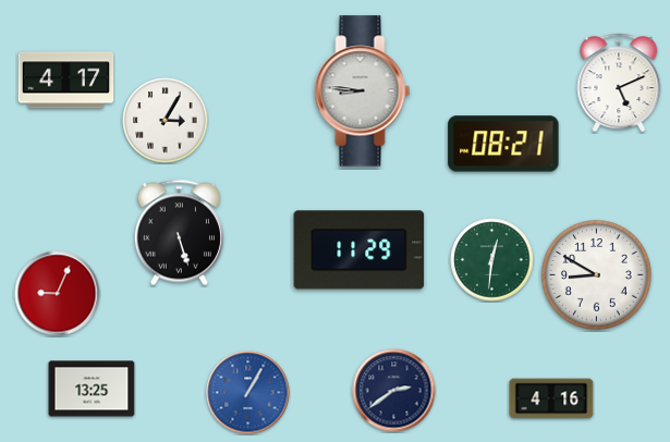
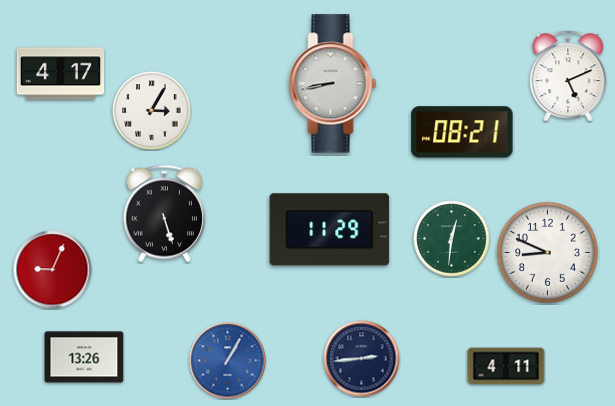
clock at (363, 91): 8:46 -> 8:43
clock at (597, 275): 8:50 -> 8:49
clock at (92, 389): 13:25 -> 13:26
clock at (394, 391): 2:39 -> 2:44
clock at (551, 398): 4:16 -> 4:11
